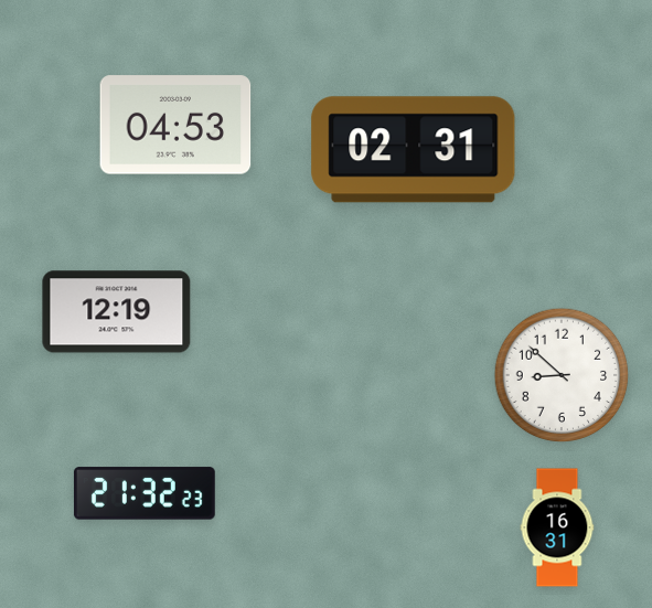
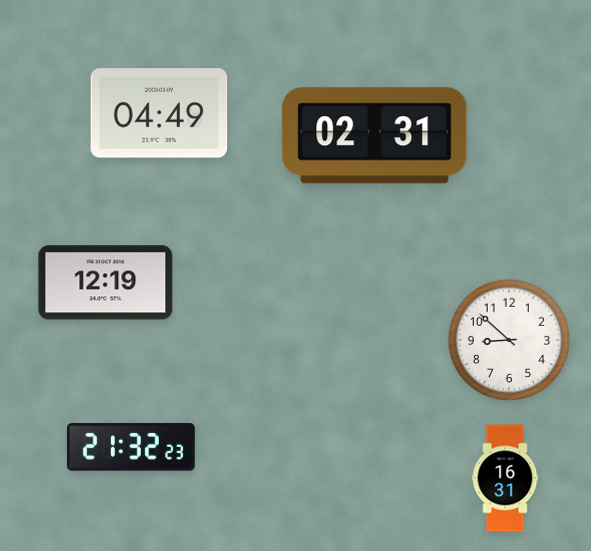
clock at (175, 125): 04:53 -> 04:49
